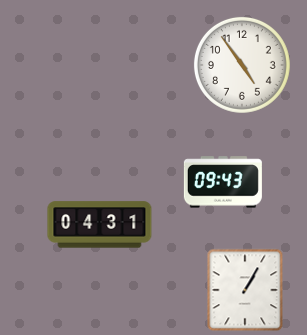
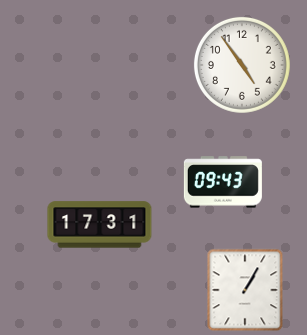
clock at (100, 225): 04:31 -> 17:31
